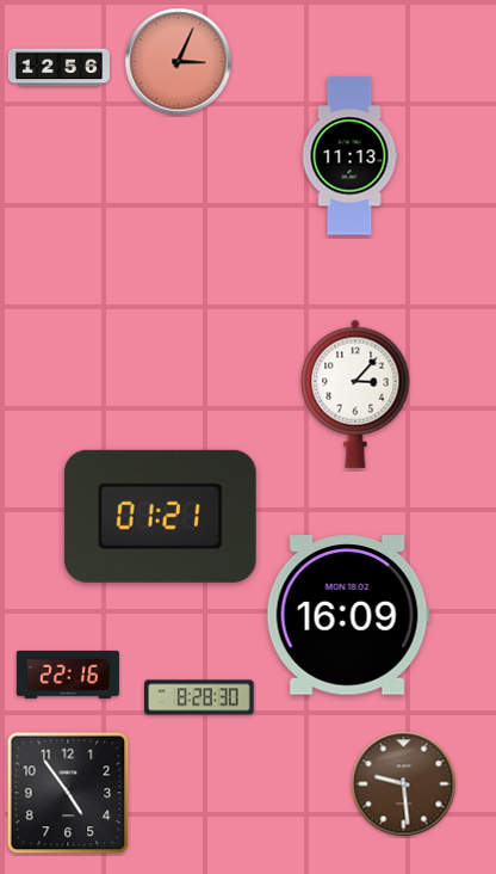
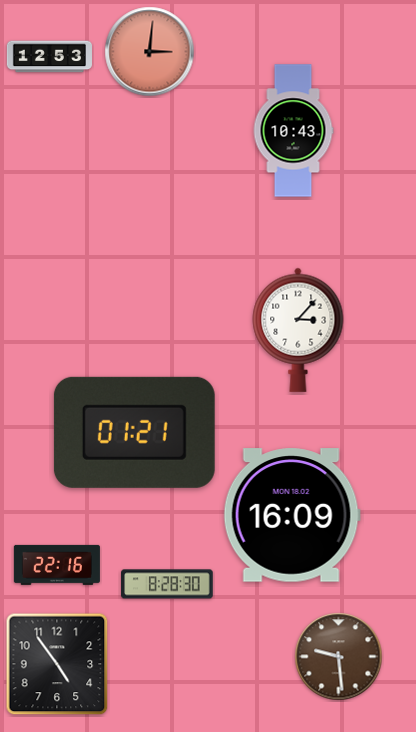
clock at (179, 62): 3:04 -> 3:01
clock at (58, 68): 12:56 -> 12:53
clock at (349, 156): 11:13 -> 10:43
